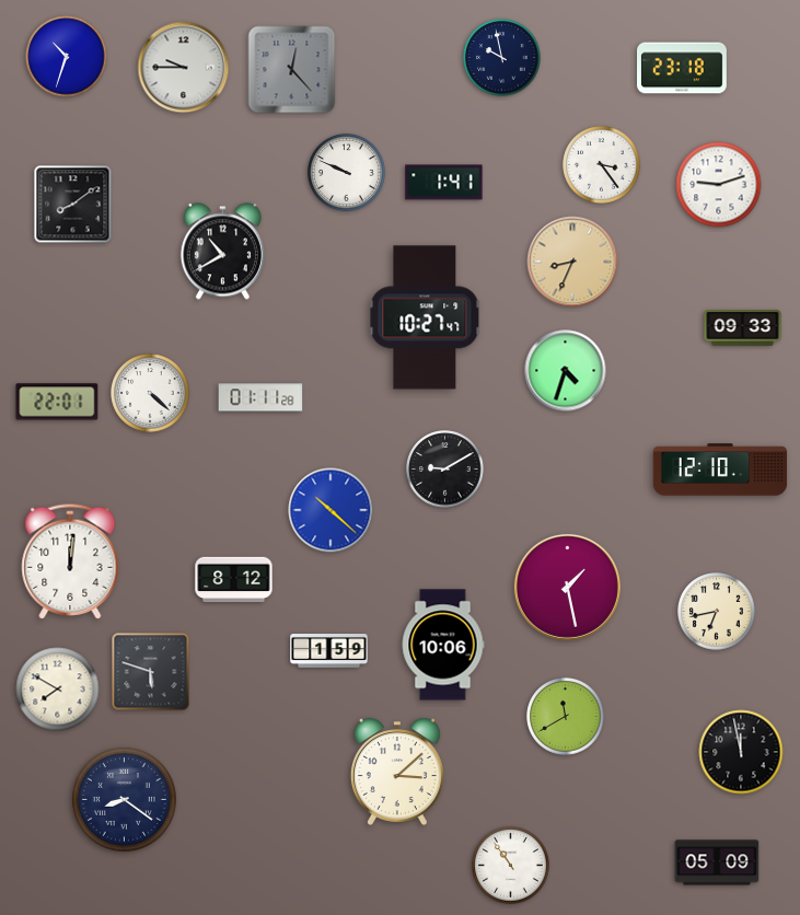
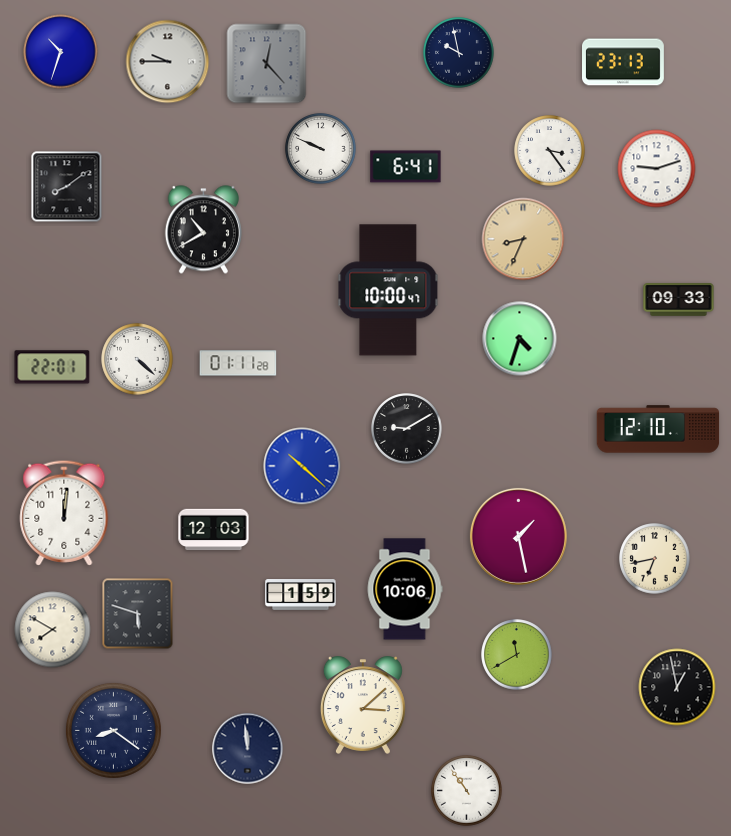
clock at (683, 68): 23:18 -> 23:13
clock at (347, 173) position: (347, 173) -> (321, 149)
clock at (444, 183): 1:41 -> 6:41
clock at (425, 317): 10:27 -> 10:00
clock at (566, 371) position: (566, 371) -> (520, 339)
clock at (234, 580): 8:12 -> 12:03
clock at (741, 752): 11:58 -> 12:58
clock at (248, 749): none -> 11:59
clock at (717, 862): 05:09 -> none
